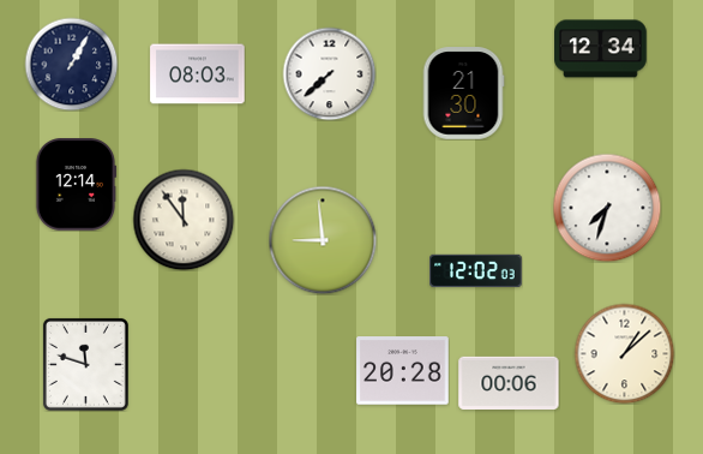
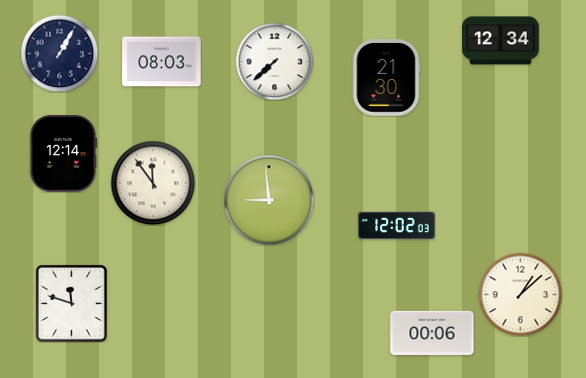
clock at (198, 74) position: (198, 74) -> (162, 62)
clock at (607, 208): 7:33 -> none
clock at (403, 371): 20:28 -> none
clock at (509, 383) position: (509, 383) -> (432, 333)
